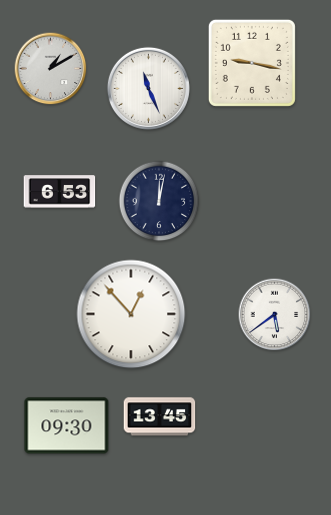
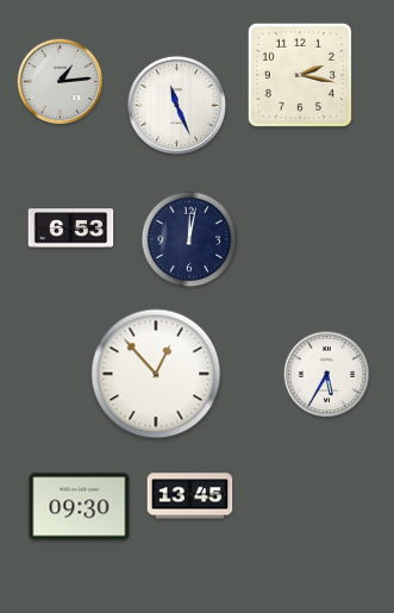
clock at (252, 63): 9:17 -> 2:17
clock at (51, 69): 1:10 -> 1:14
clock at (275, 315): 5:39 -> 5:35
